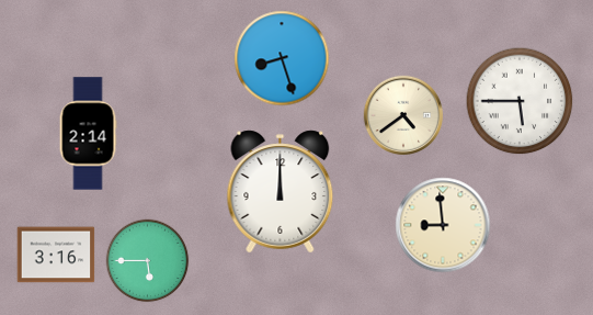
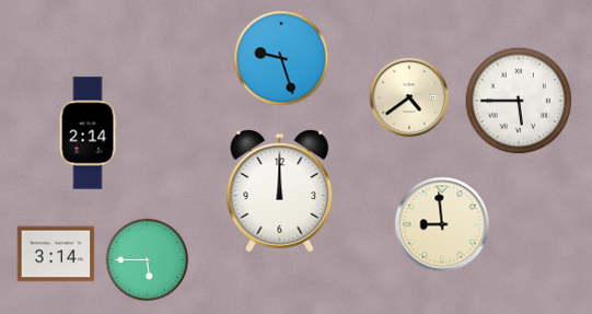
clock at (282, 58): 8:27 -> 9:27
clock at (403, 115) position: (403, 115) -> (409, 97)
clock at (56, 255): 3:16 -> 3:14
